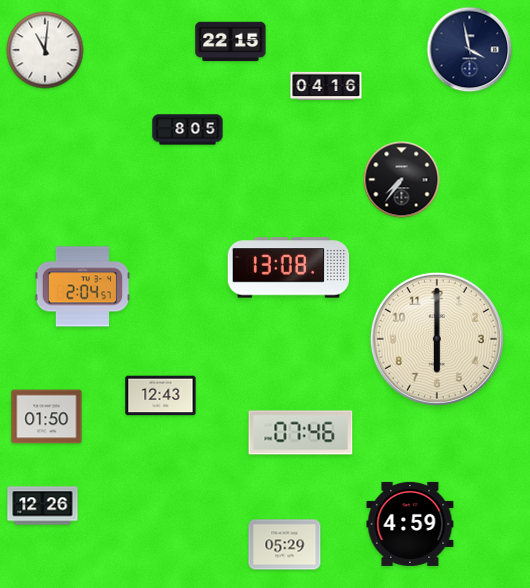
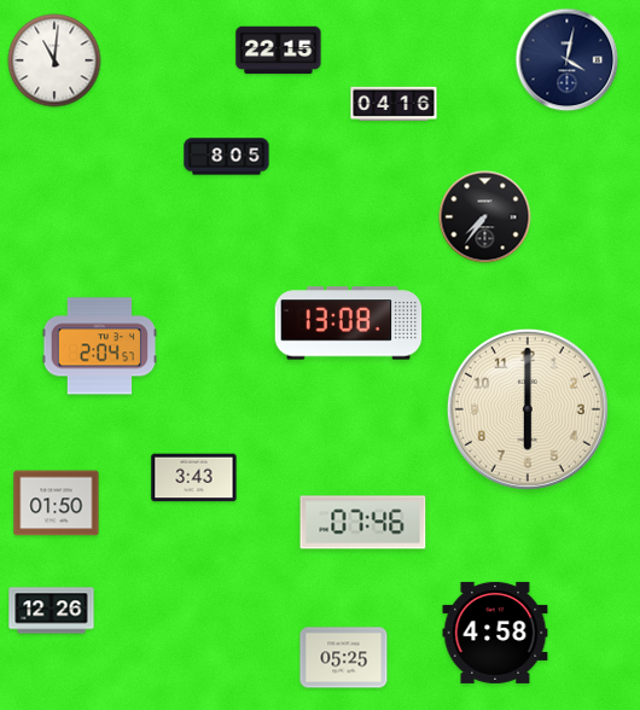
clock at (470, 50): 3:58 -> 4:02
clock at (161, 396): 12:43 -> 3:43
clock at (410, 524): 4:59 -> 4:58
clock at (285, 545): 05:29 -> 05:25
